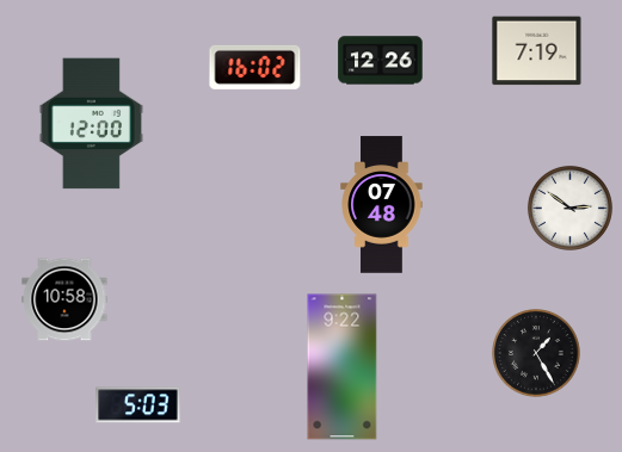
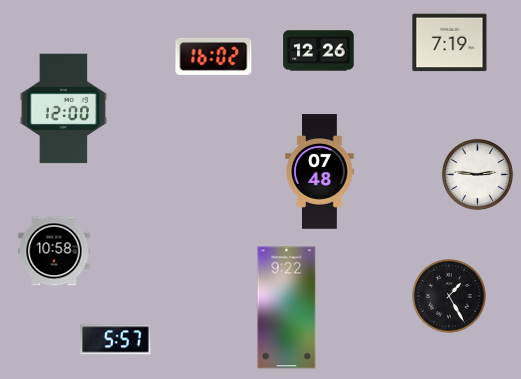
clock at (91, 124) position: (91, 124) -> (63, 109)
clock at (569, 208): 2:51 -> 2:46
clock at (138, 405): 5:03 -> 5:57
